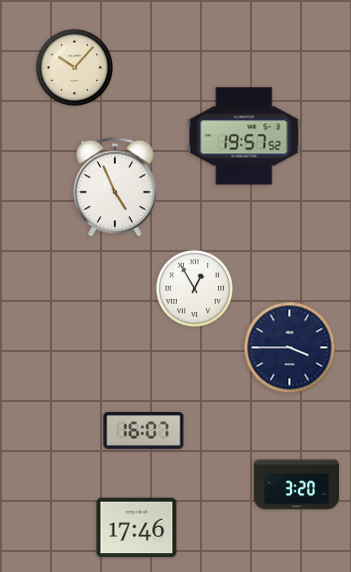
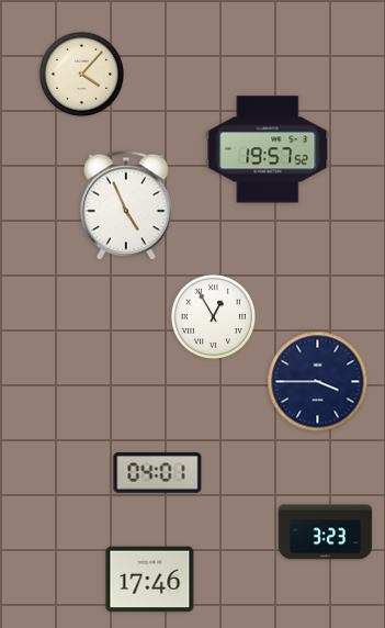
clock at (74, 67): 10:07 -> 4:07
clock at (144, 431): 16:07 -> 04:01
clock at (297, 485): 3:20 -> 3:23
